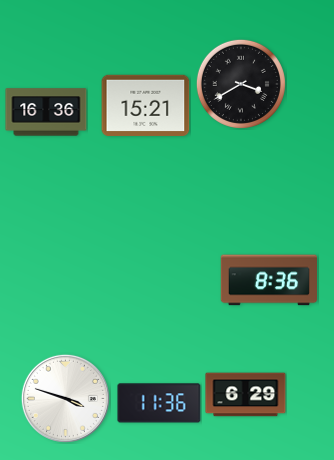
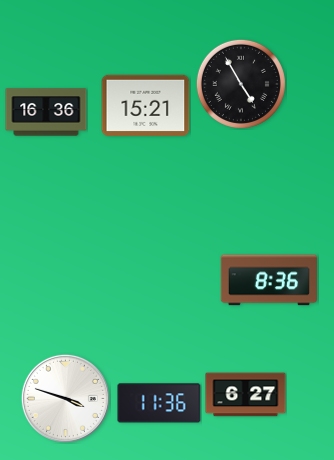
clock at (241, 84): 3:40 -> 4:55
clock at (246, 395): 6:29 -> 6:27
